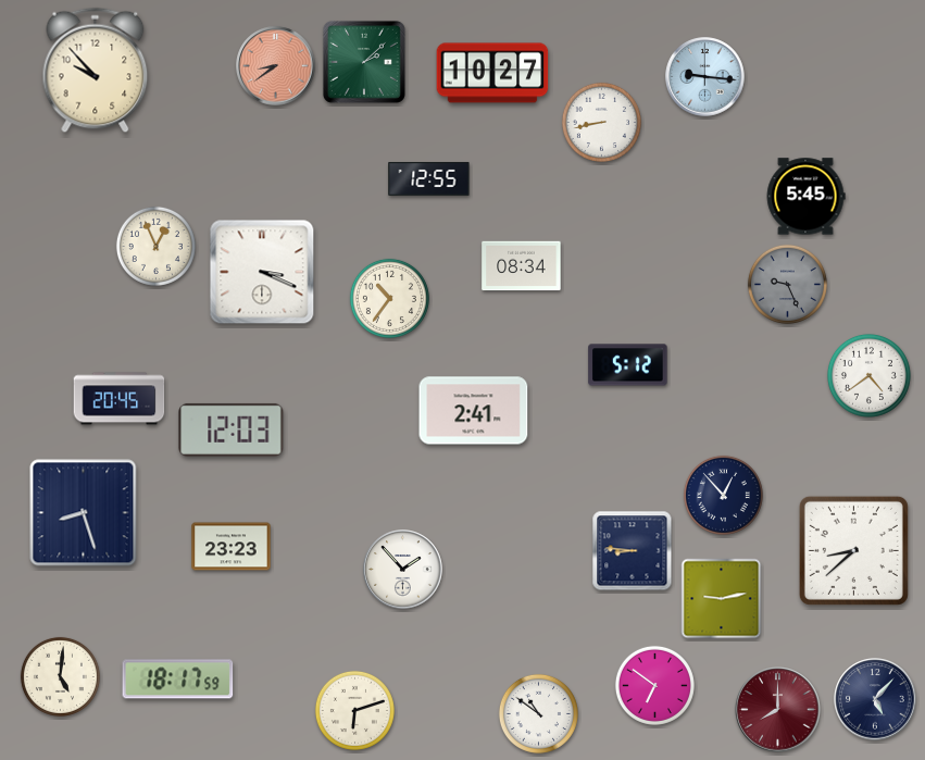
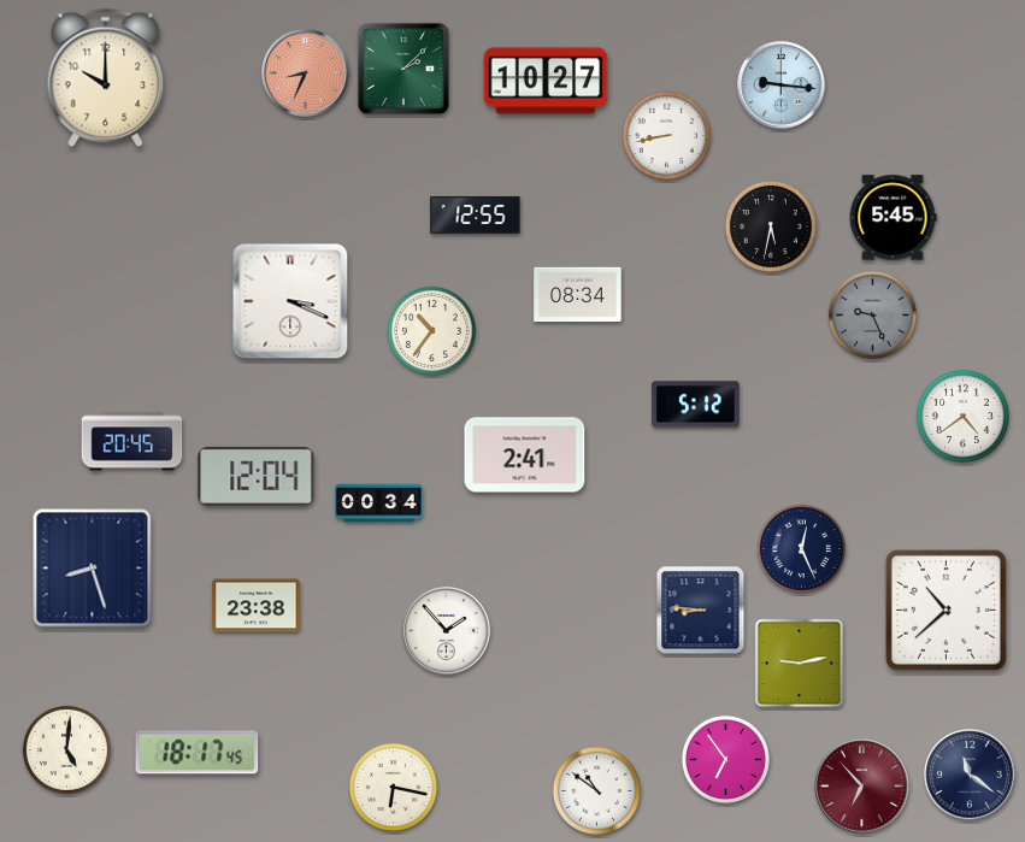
clock at (276, 66): 8:39 -> 8:34
clock at (96, 71): 9:53 -> 10:00
clock at (429, 178) position: (429, 178) -> (476, 214)
clock at (771, 226): none -> 5:32
clock at (155, 246): 12:56 -> none
clock at (232, 429): 12:03 -> 12:04
clock at (379, 504): none -> 00:34
clock at (723, 495): 12:53 -> 12:26
clock at (232, 547): 23:23 -> 23:38
clock at (853, 550): 8:38 -> 10:38
clock at (178, 680): 18:17:59 -> 18:17:45
clock at (654, 685): 6:51 -> 6:54
clock at (875, 699): 5:07 -> 11:21
clock at (354, 710): 6:12 -> 6:17
clock at (778, 710): 8:00 -> 6:53
